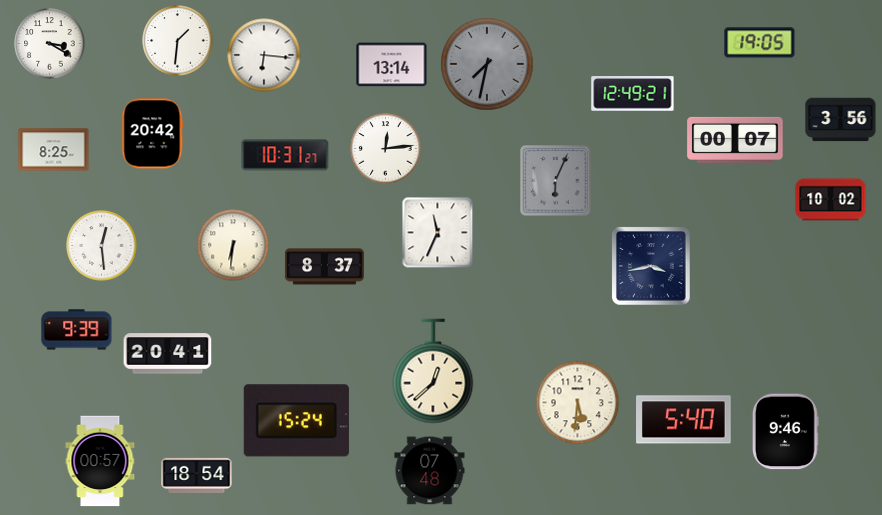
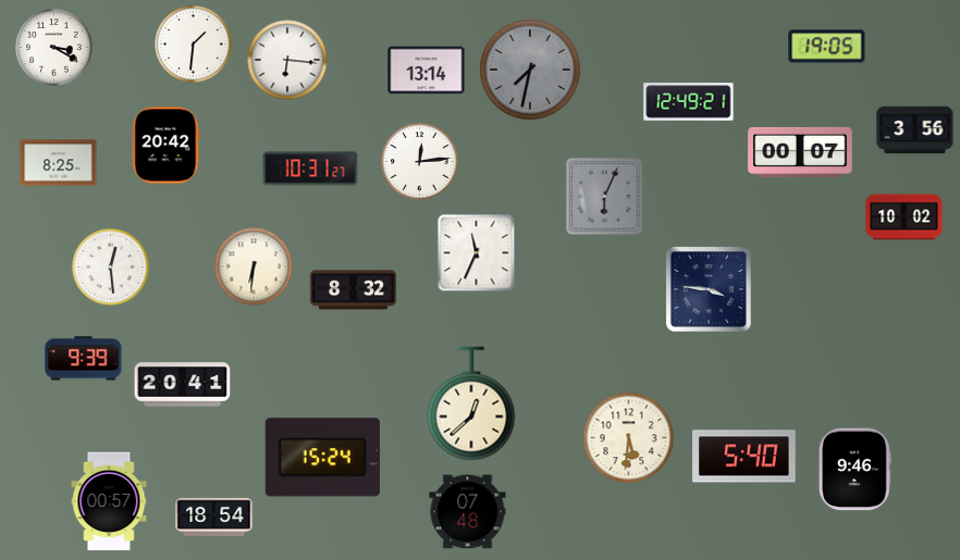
clock at (324, 267): 8:37 -> 8:32
clock at (652, 267): 3:43 -> 3:46
